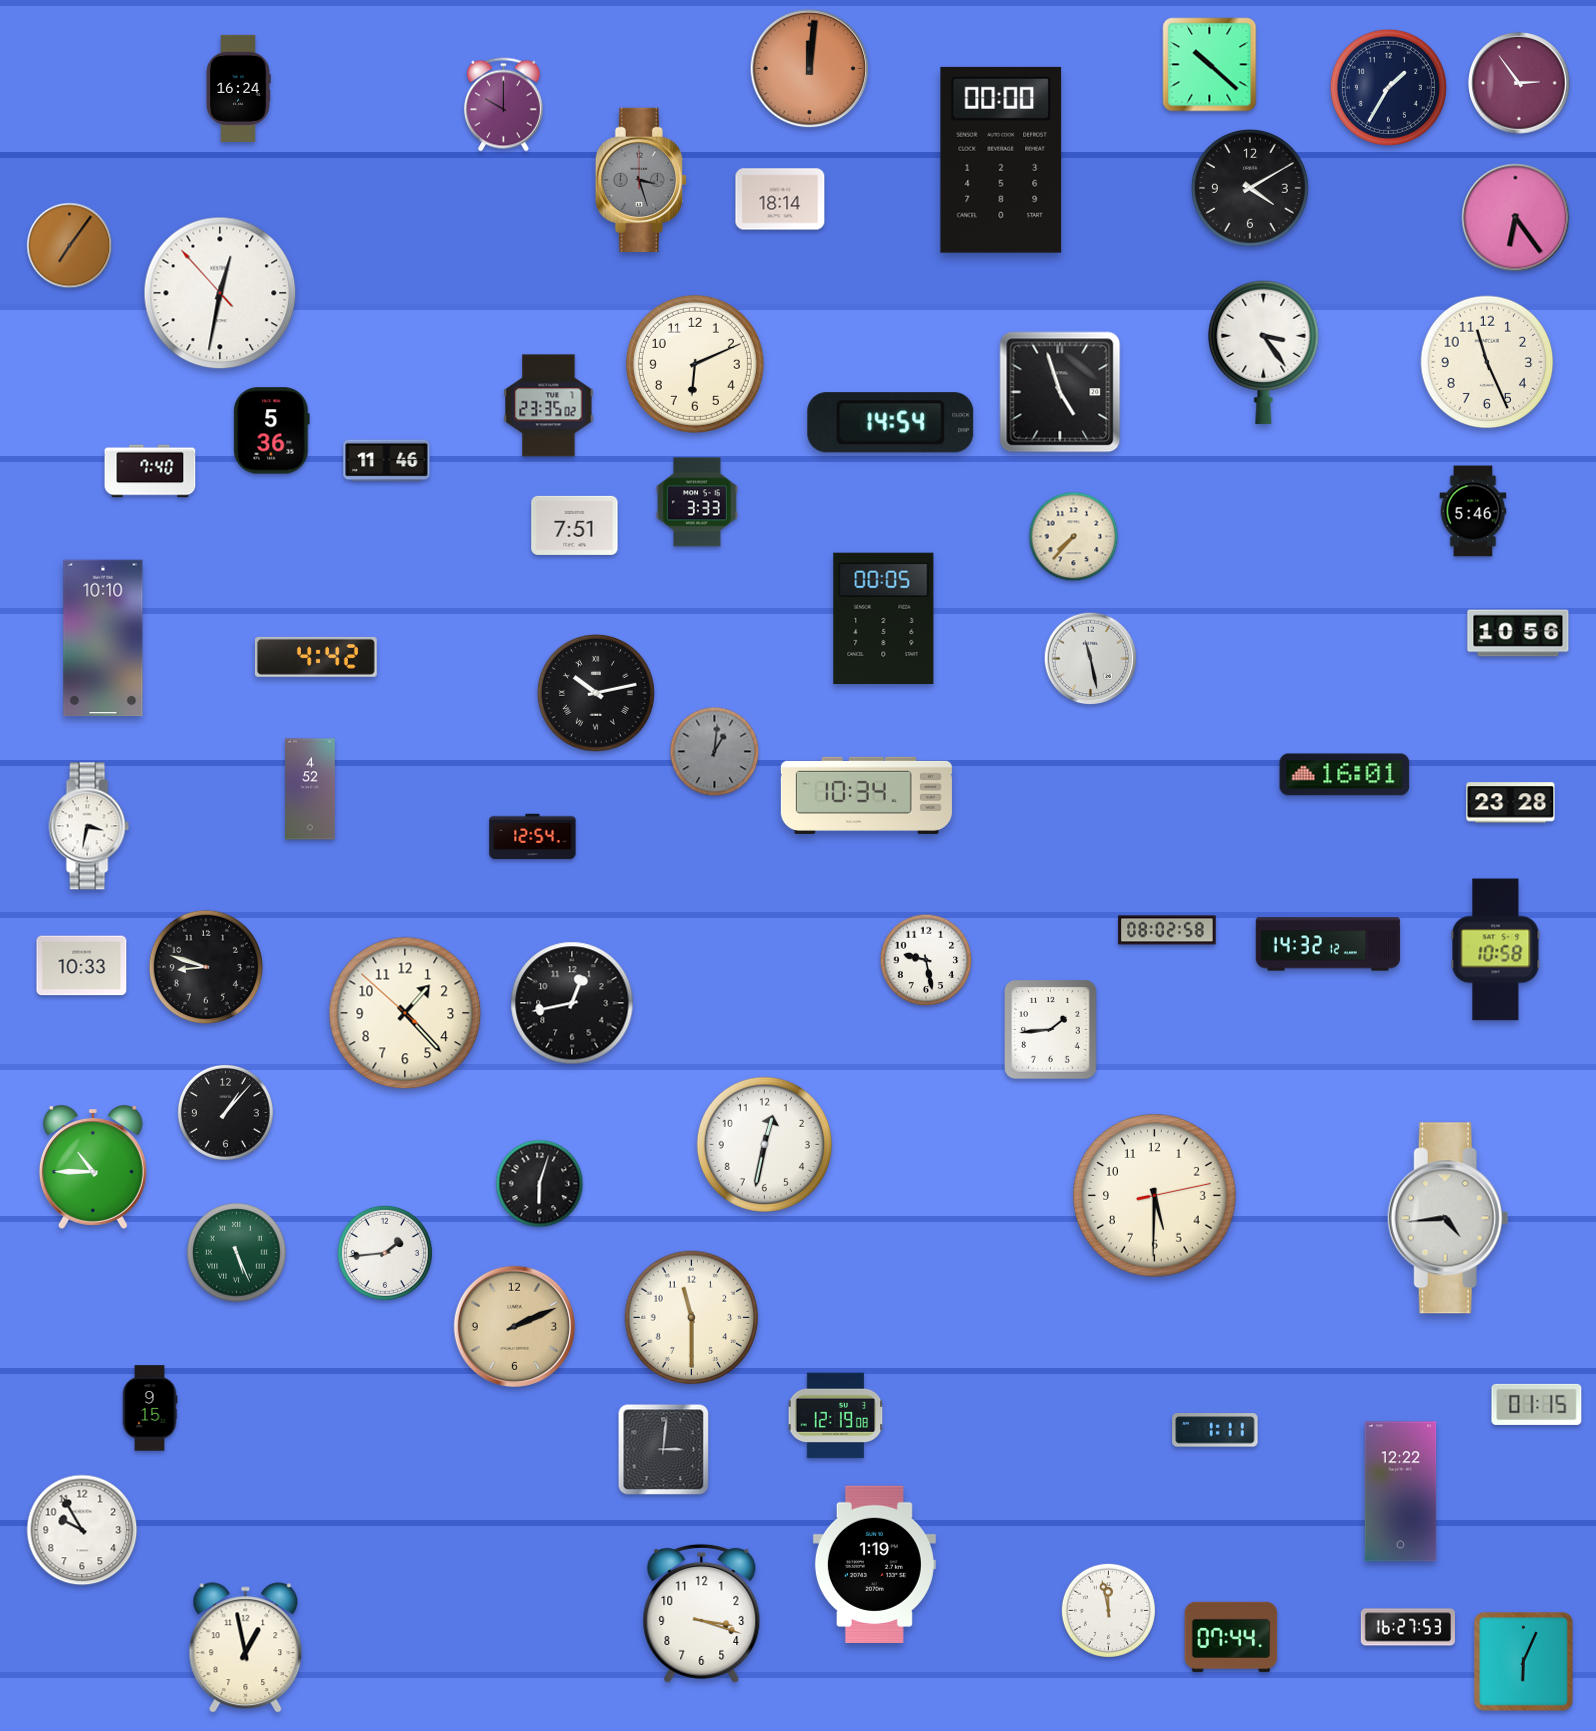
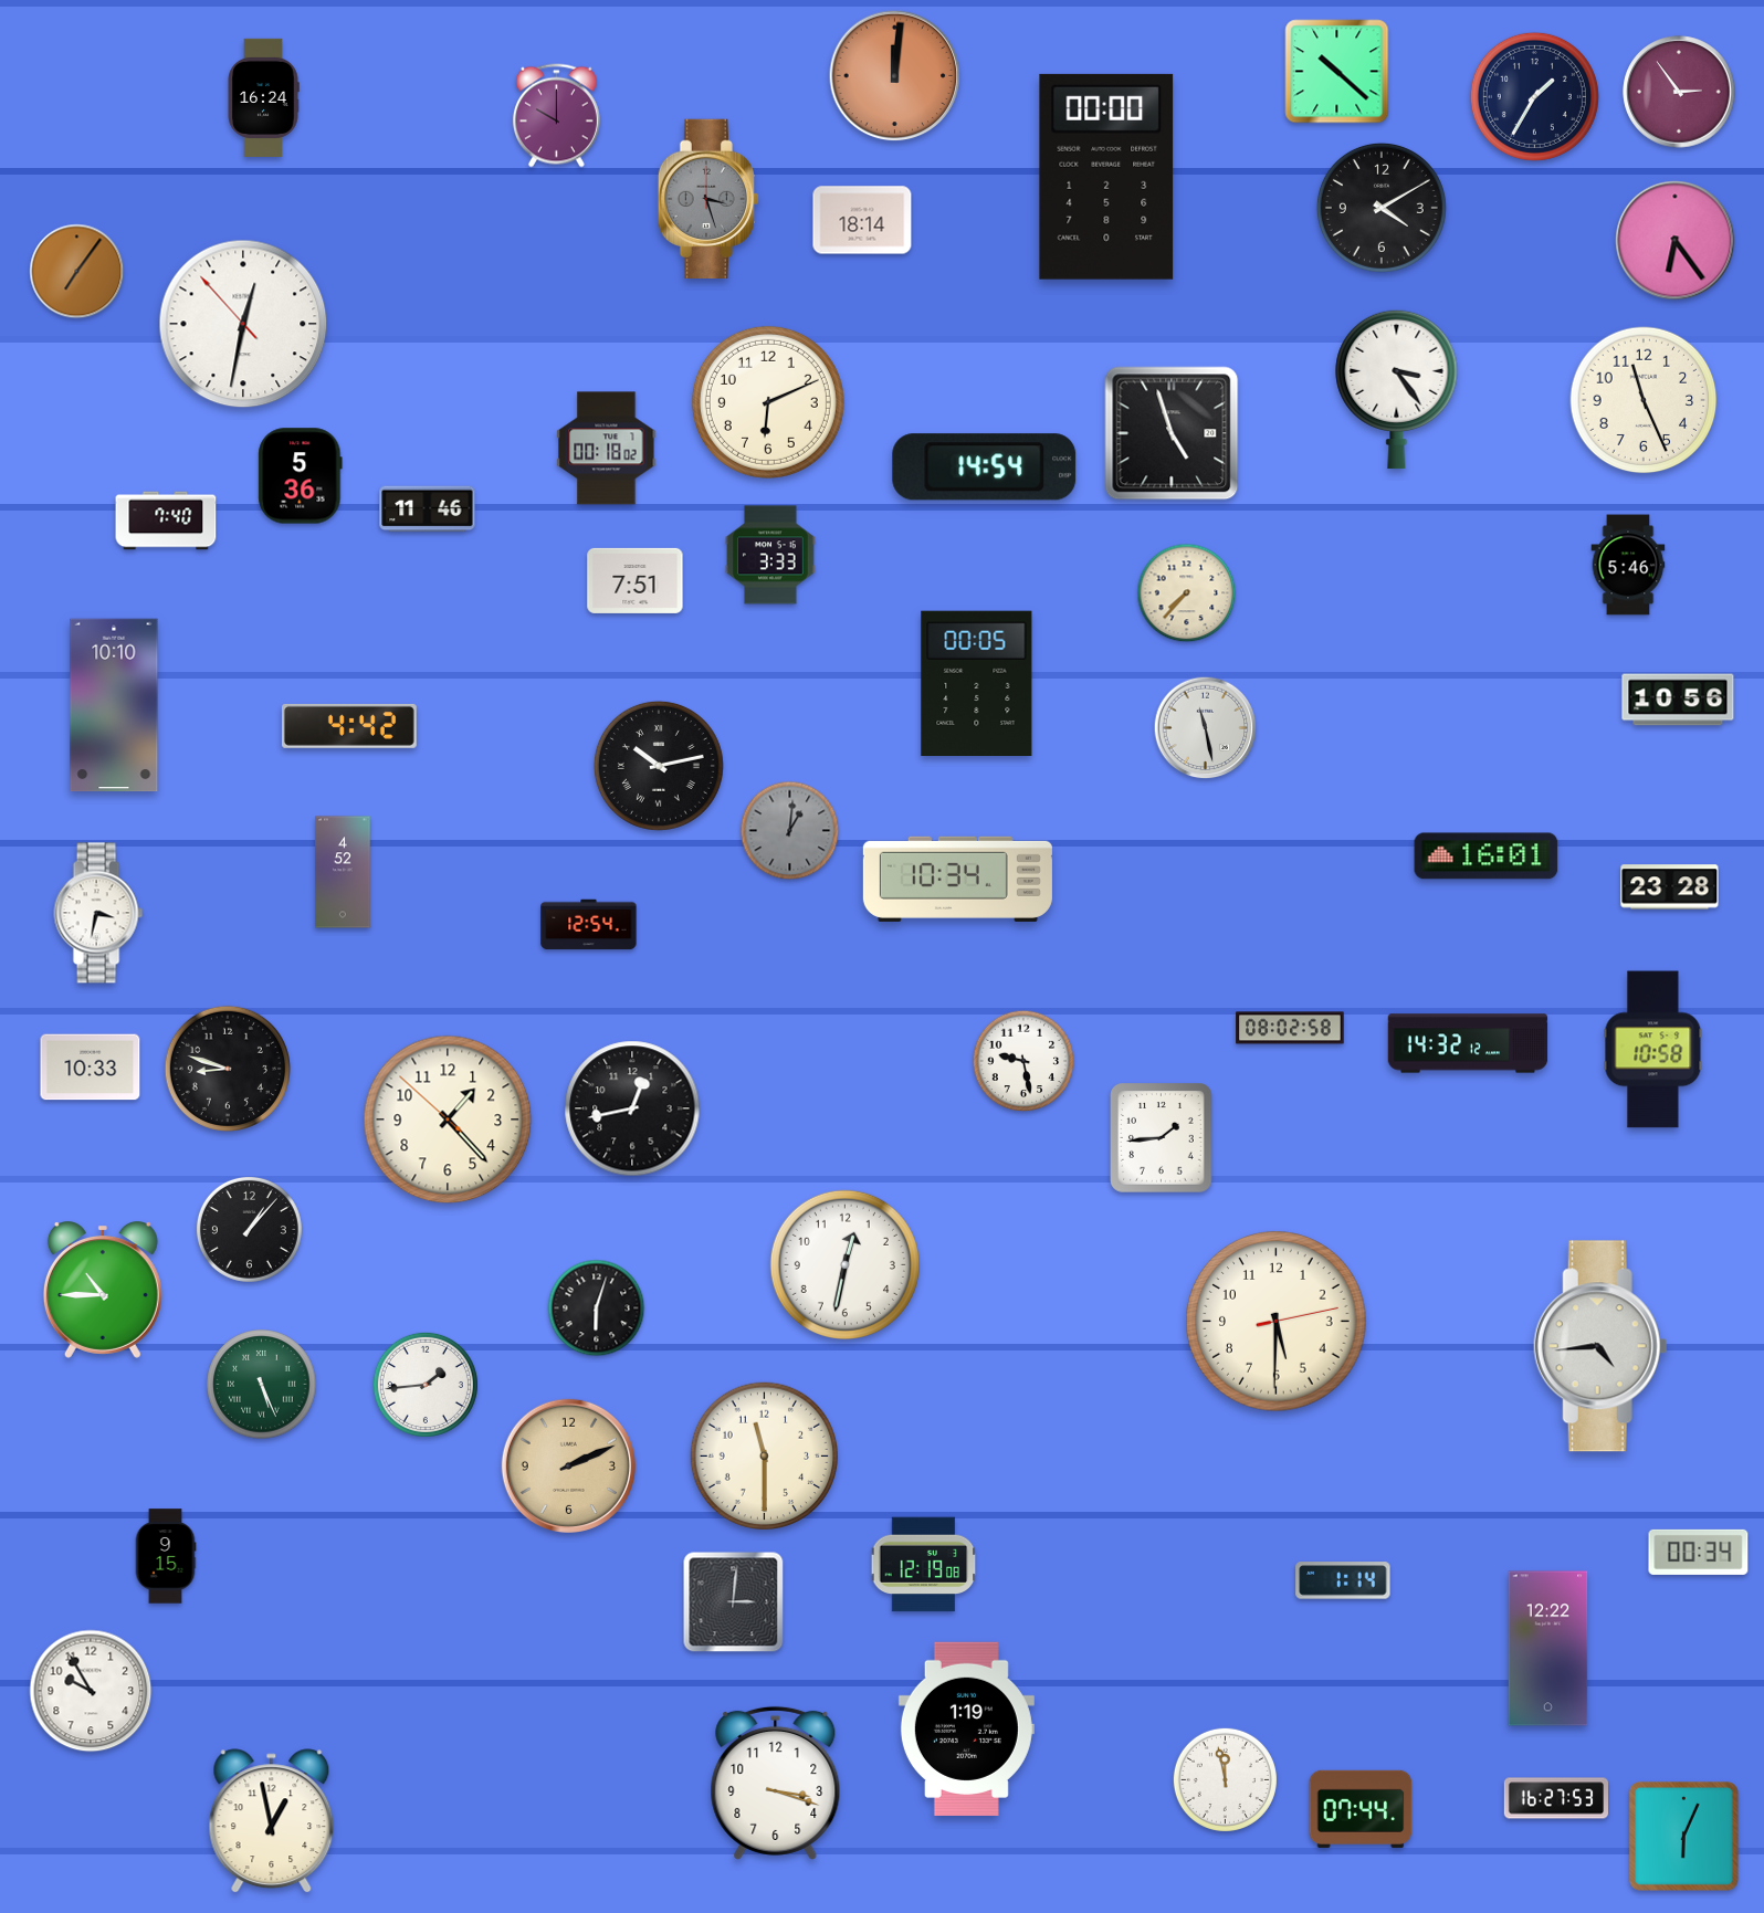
clock at (549, 406): 23:35 -> 00:18
clock at (1537, 1404): 01:15 -> 00:34
clock at (1215, 1430): 1:11 -> 1:14
